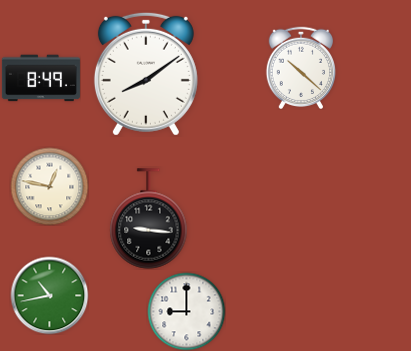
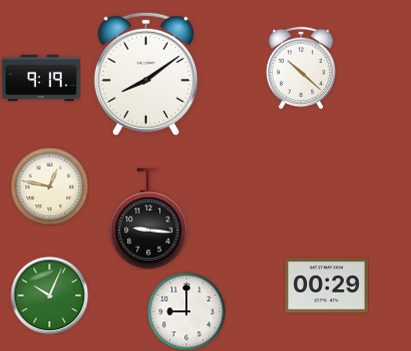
clock at (41, 78): 8:49 -> 9:19
clock at (326, 286): none -> 00:29
clock at (49, 295): 10:43 -> 10:04
